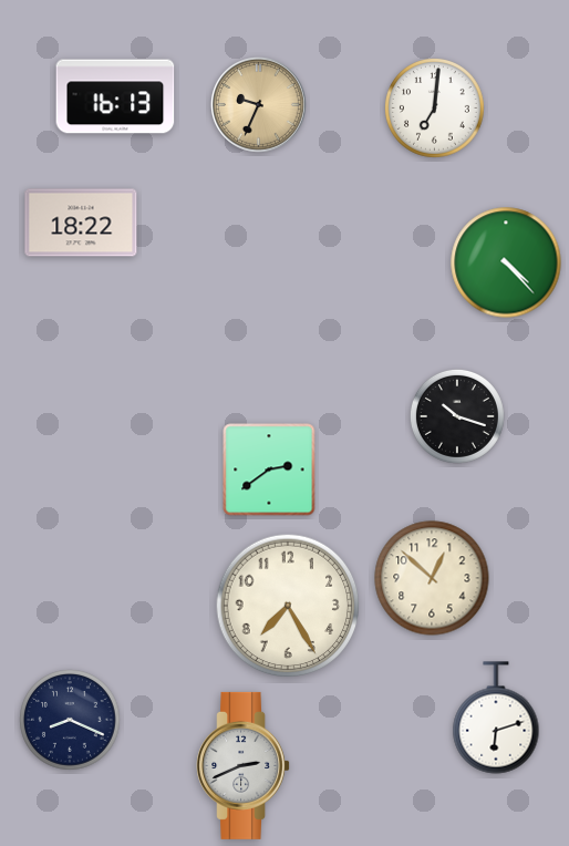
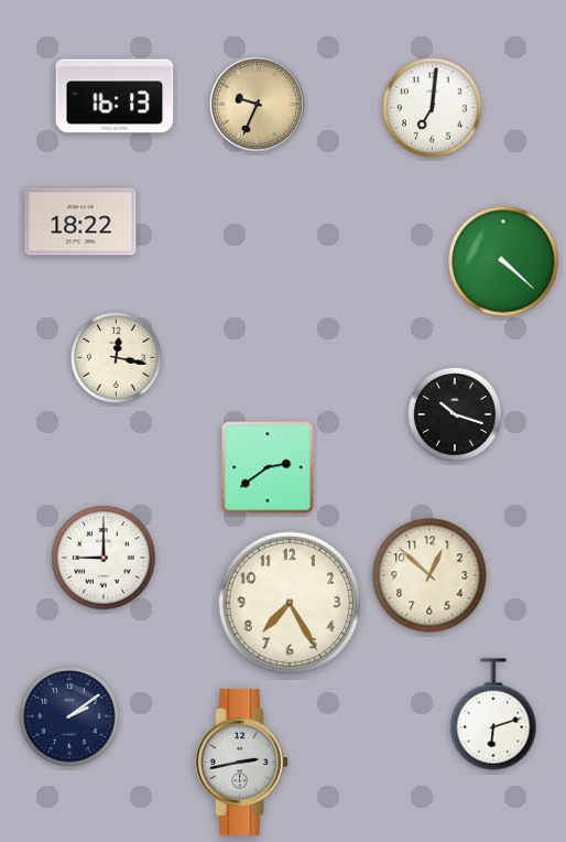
clock at (506, 262): 4:23 -> 4:22
clock at (116, 357): none -> 12:17
clock at (104, 558): none -> 9:00
clock at (288, 606) position: (288, 606) -> (290, 603)
clock at (70, 720): 8:19 -> 2:09
clock at (244, 765): 2:41 -> 2:43
